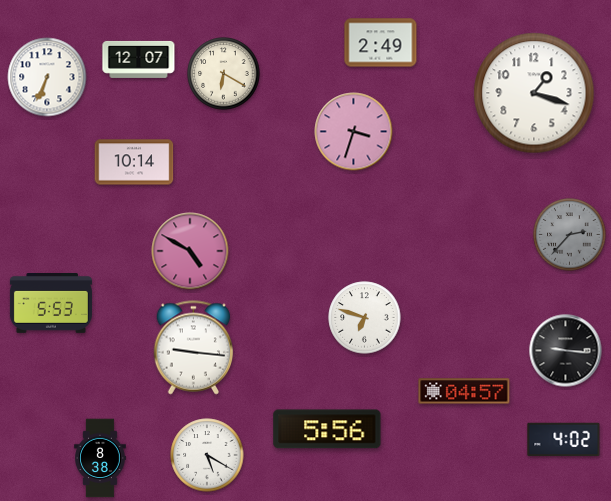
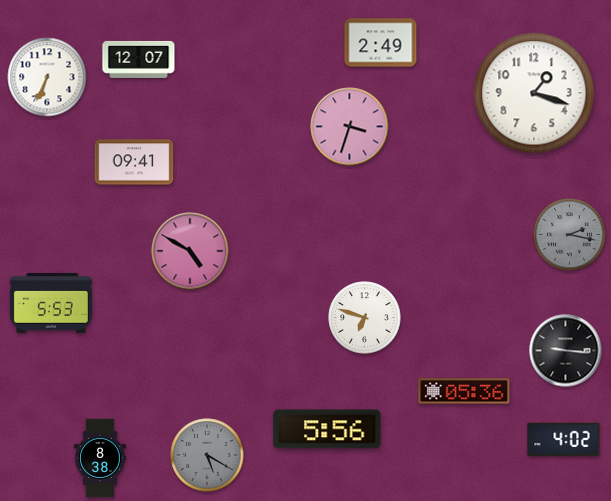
clock at (224, 74): 6:20 -> none
clock at (354, 132) position: (354, 132) -> (350, 127)
clock at (134, 162): 10:14 -> 09:41
clock at (570, 235): 2:37 -> 2:17
clock at (194, 348): 9:16 -> none
clock at (464, 391): 04:57 -> 05:36
clock at (207, 455) dial: white -> grey
